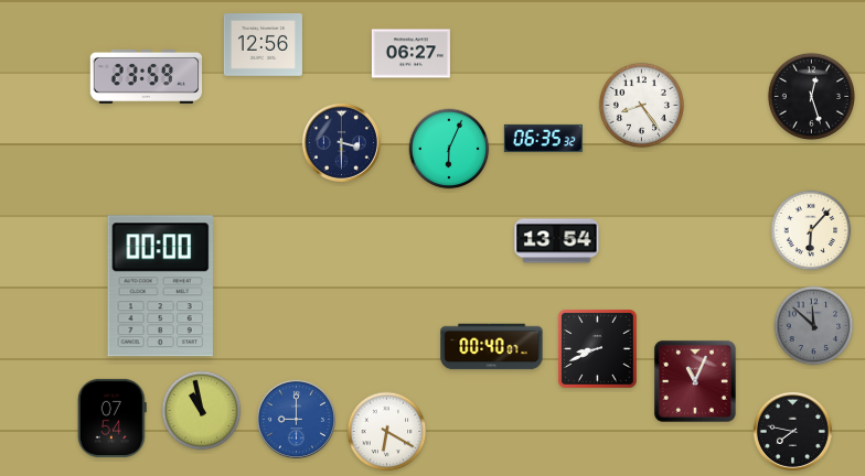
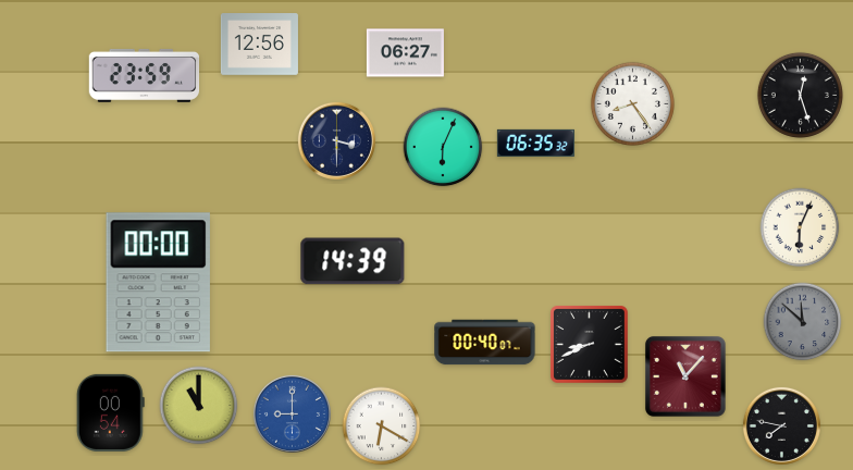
clock at (543, 138) position: (543, 138) -> (535, 143)
clock at (811, 230): 6:07 -> 6:04
clock at (557, 241): 13:54 -> none
clock at (353, 261): none -> 14:39
clock at (695, 381): 11:04 -> 11:07
clock at (202, 411): 10:58 -> 11:00
clock at (111, 418): 07:54 -> 00:54
